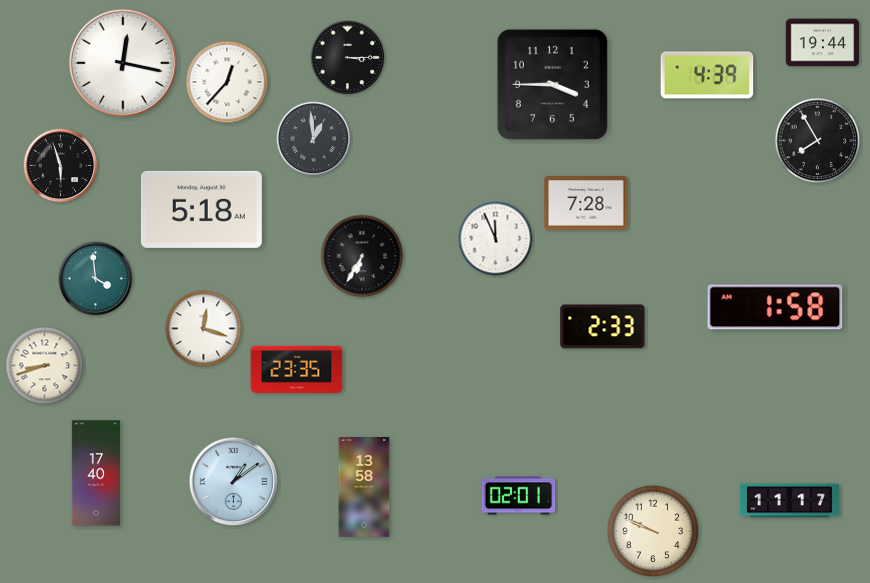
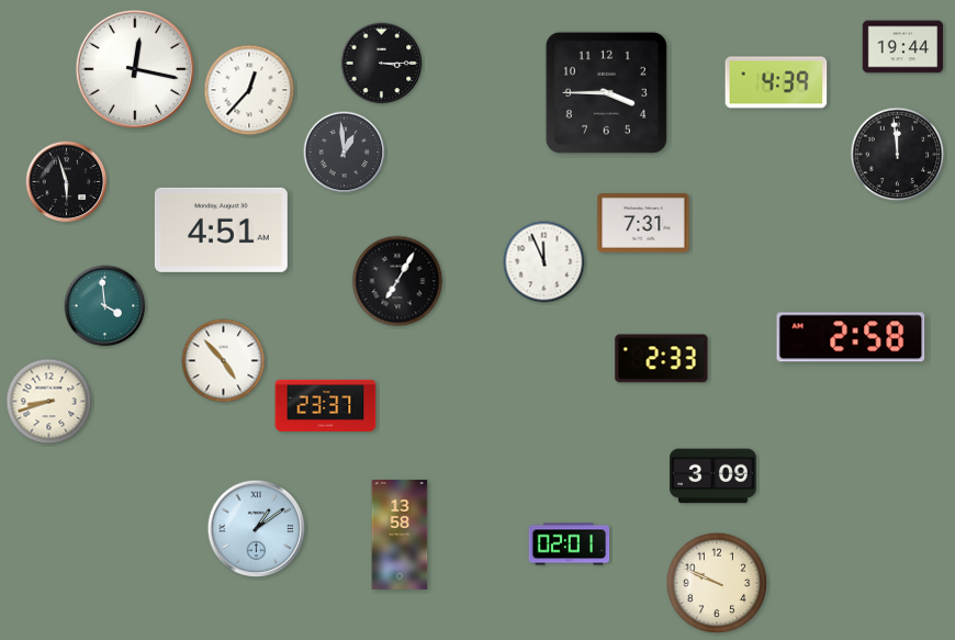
clock at (818, 141): 7:55 -> 11:59
clock at (586, 203): 7:28 -> 7:31
clock at (201, 209): 5:18 -> 4:51
clock at (362, 256): 6:35 -> 7:05
clock at (775, 307): 1:58 -> 2:58
clock at (204, 329): 12:18 -> 4:53
clock at (297, 369): 23:35 -> 23:37
clock at (714, 476): none -> 3:09
clock at (96, 473): 17:40 -> none
clock at (789, 501): 11:17 -> none
